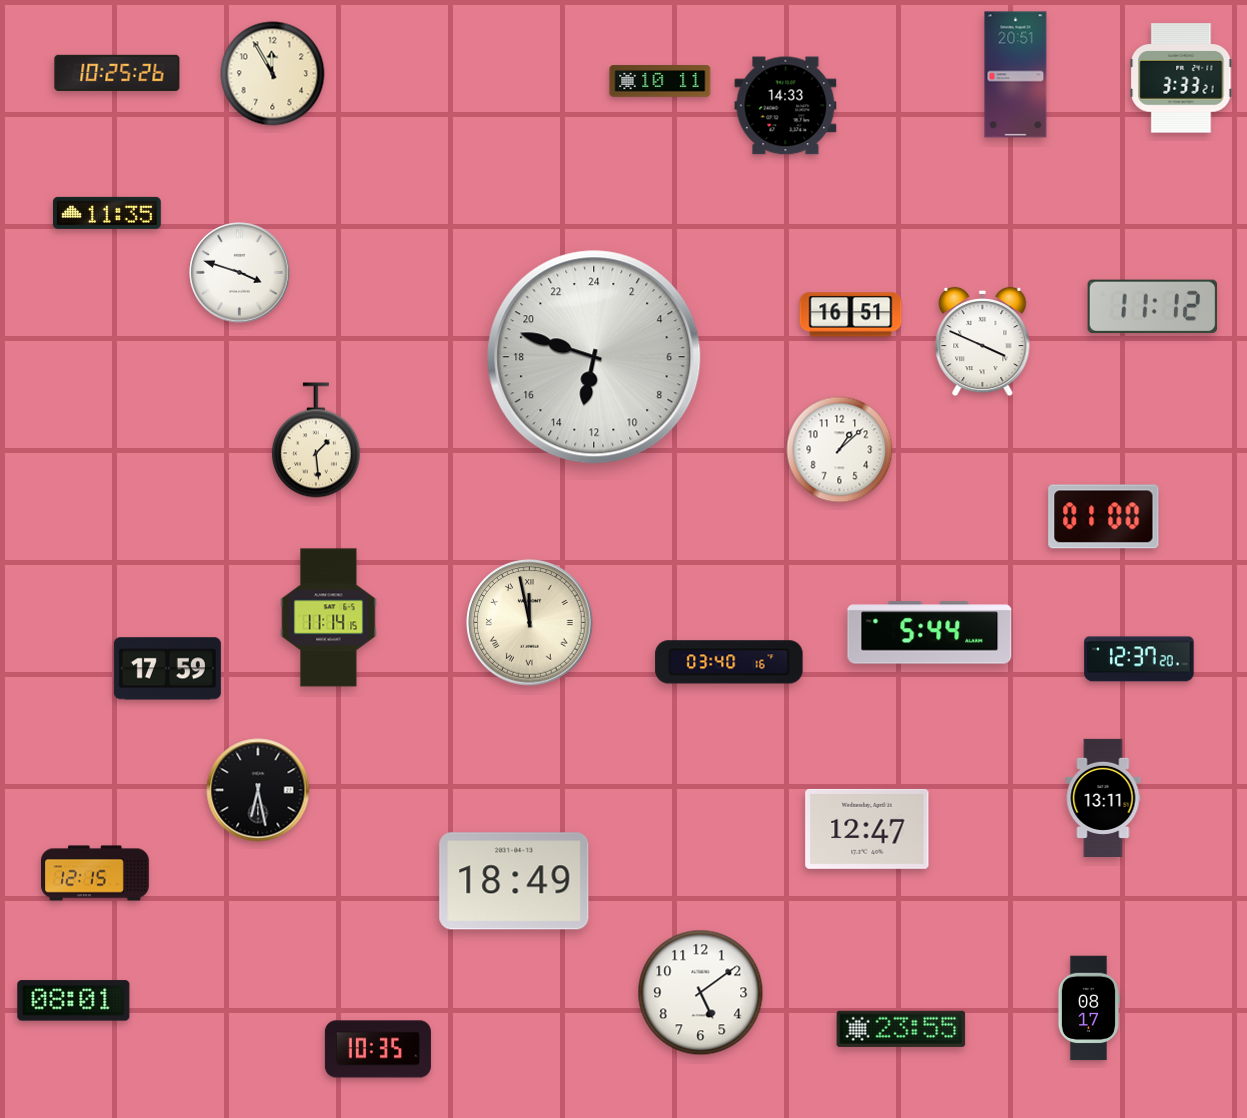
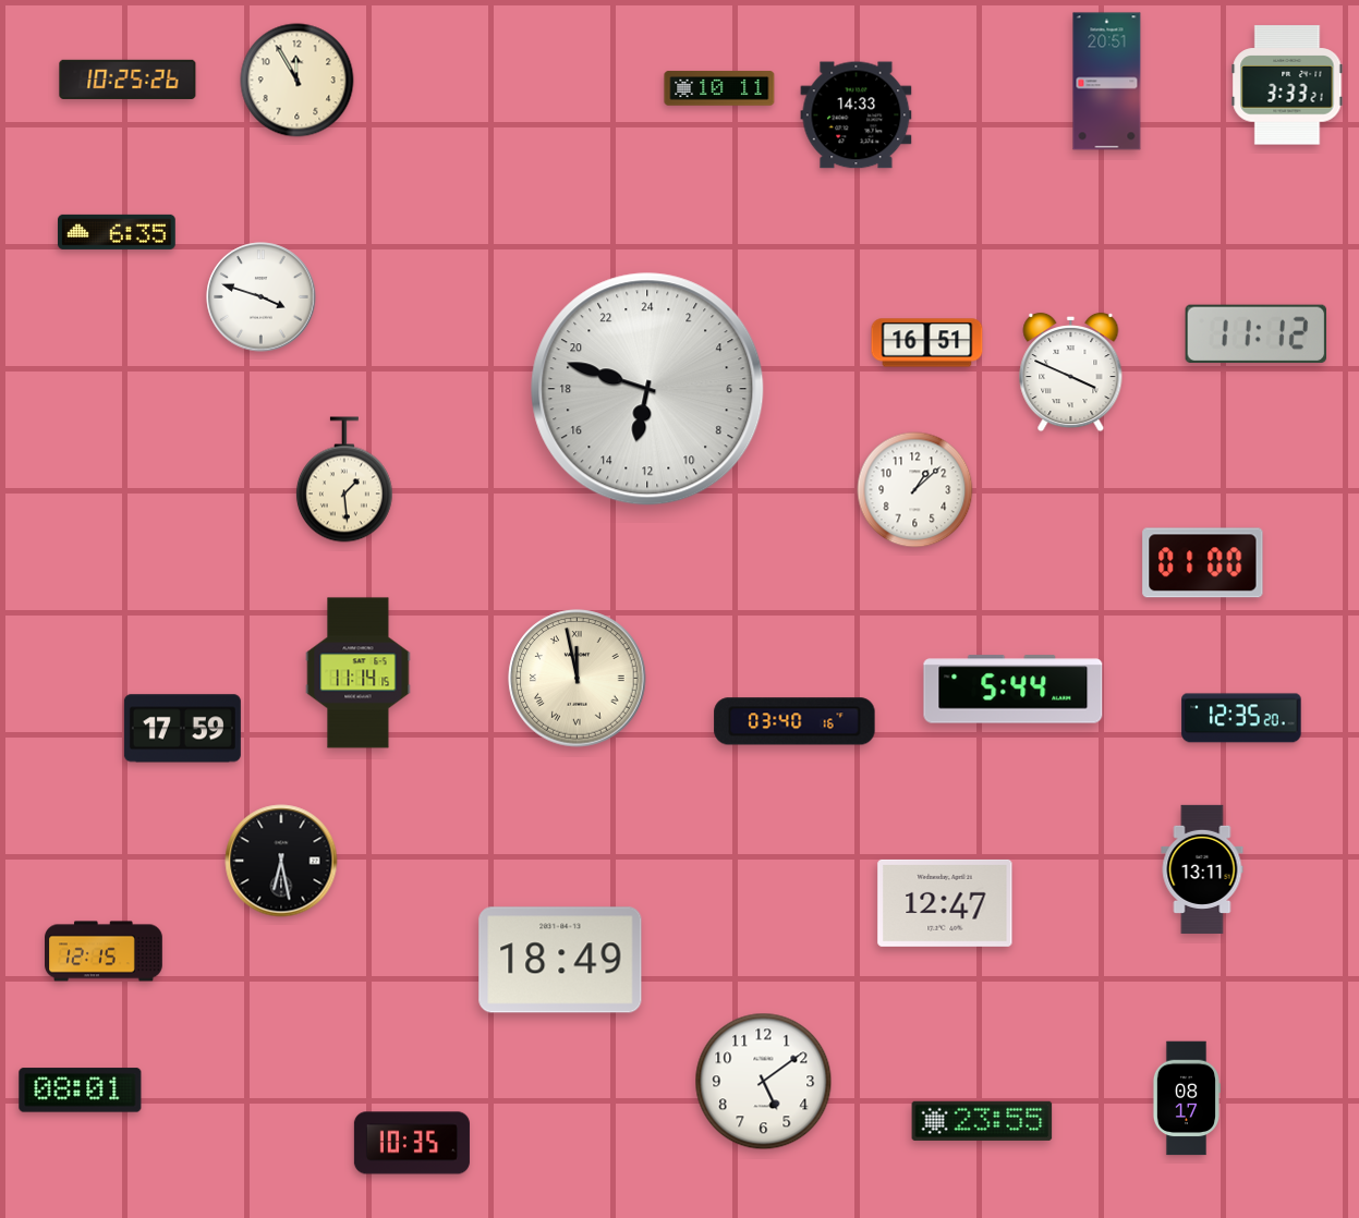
clock at (107, 213): 11:35 -> 6:35
clock at (1139, 659): 12:37 -> 12:35
